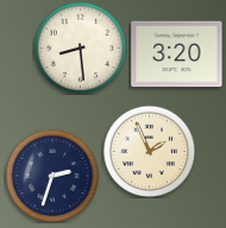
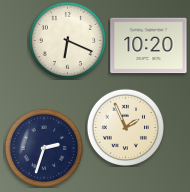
clock at (80, 47): 8:29 -> 6:19
clock at (177, 55): 3:20 -> 10:20
